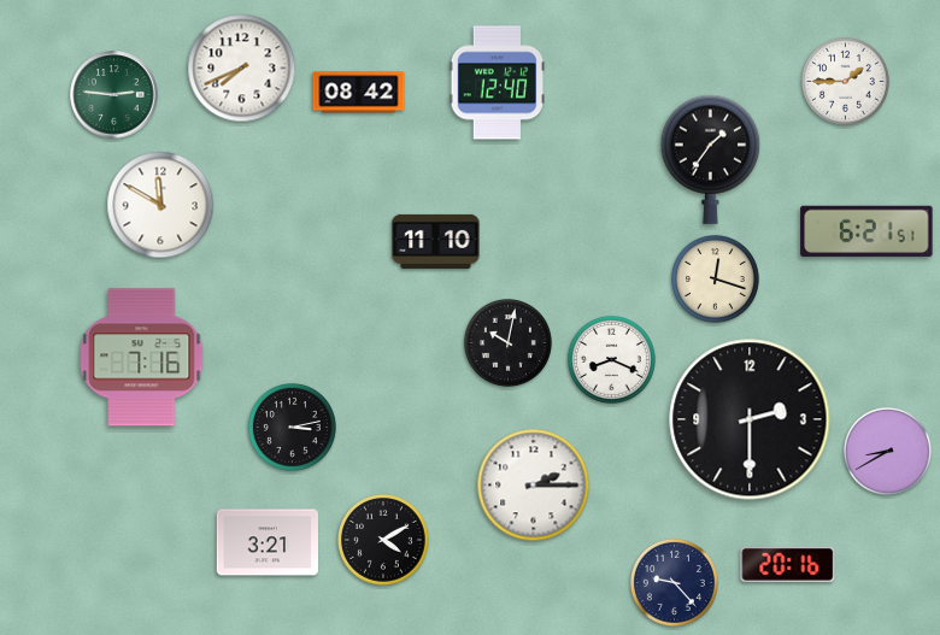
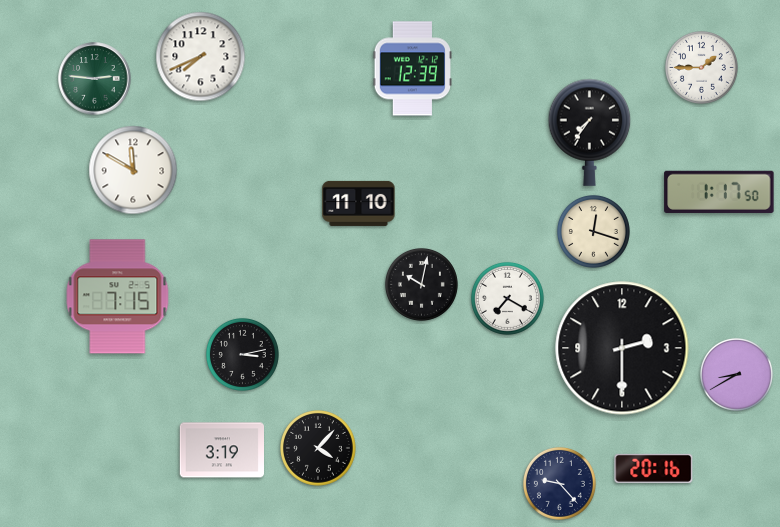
clock at (497, 83): 12:40 -> 12:39
clock at (359, 93): 08:42 -> none
clock at (711, 159): 1:36 -> 7:36
clock at (866, 231): 6:21 -> 1:17
clock at (436, 241) position: (436, 241) -> (359, 203)
clock at (142, 358): 7:16 -> 7:15
clock at (611, 359): 8:19 -> 7:20
clock at (534, 486): 2:15 -> none
clock at (383, 540): 4:10 -> 4:07
clock at (266, 542): 3:21 -> 3:19
